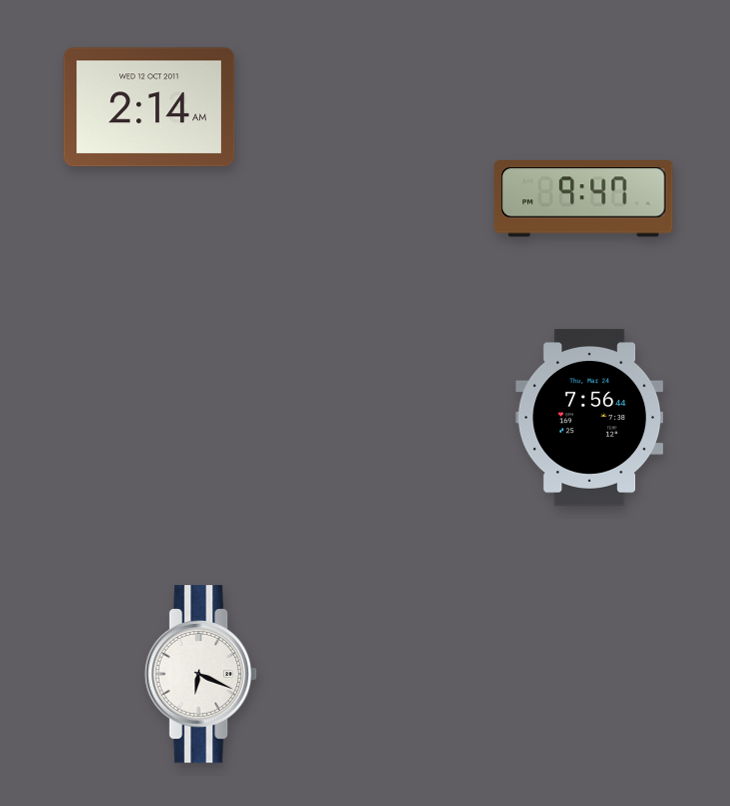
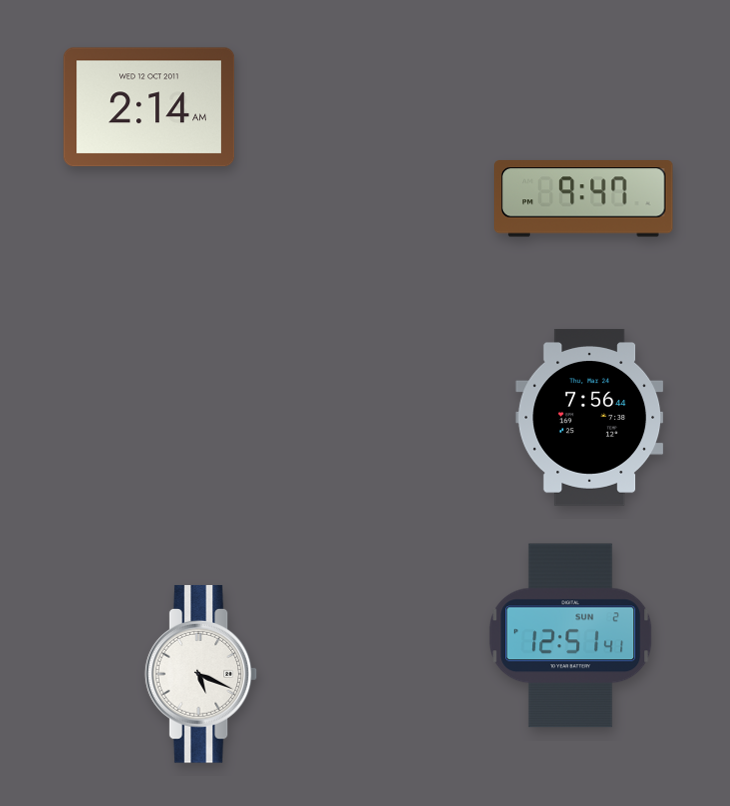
clock at (571, 636): none -> 12:51
clock at (201, 674): 6:19 -> 5:19
